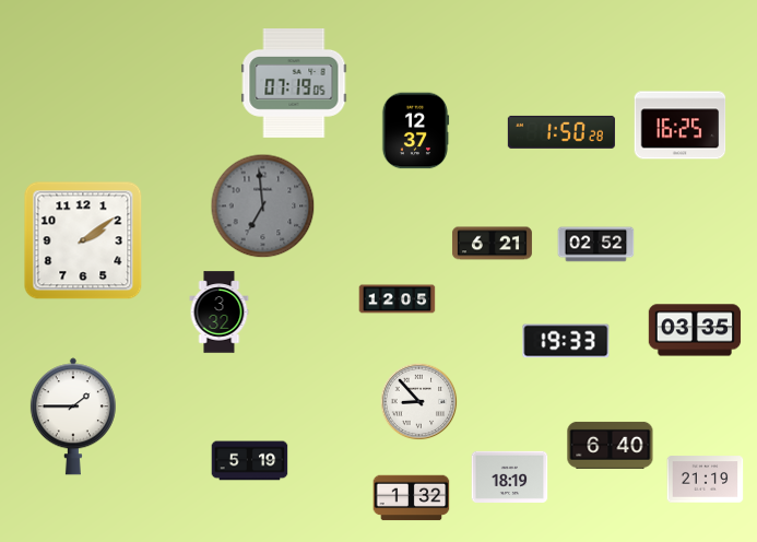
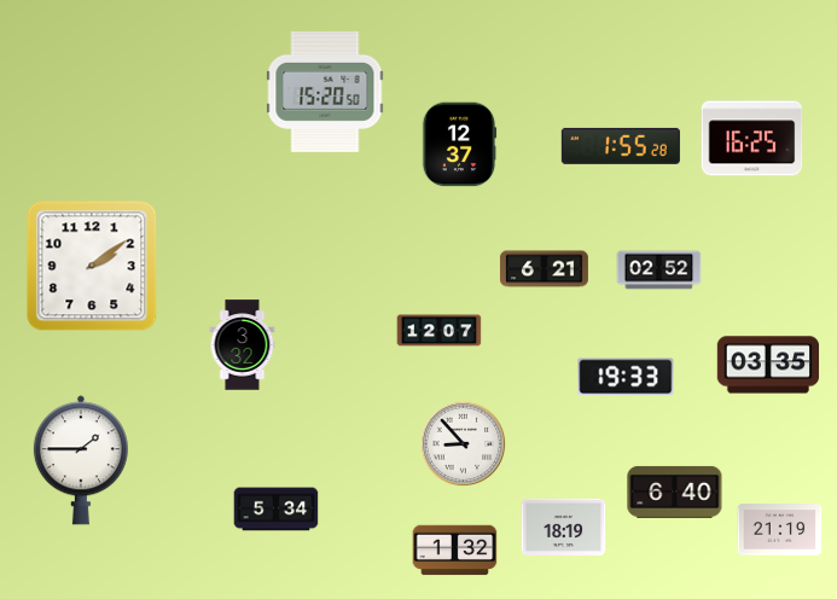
clock at (294, 84): 07:19 -> 15:20
clock at (561, 132): 1:50 -> 1:55
clock at (263, 207): 6:59 -> none
clock at (398, 299): 12:05 -> 12:07
clock at (250, 461): 5:19 -> 5:34
